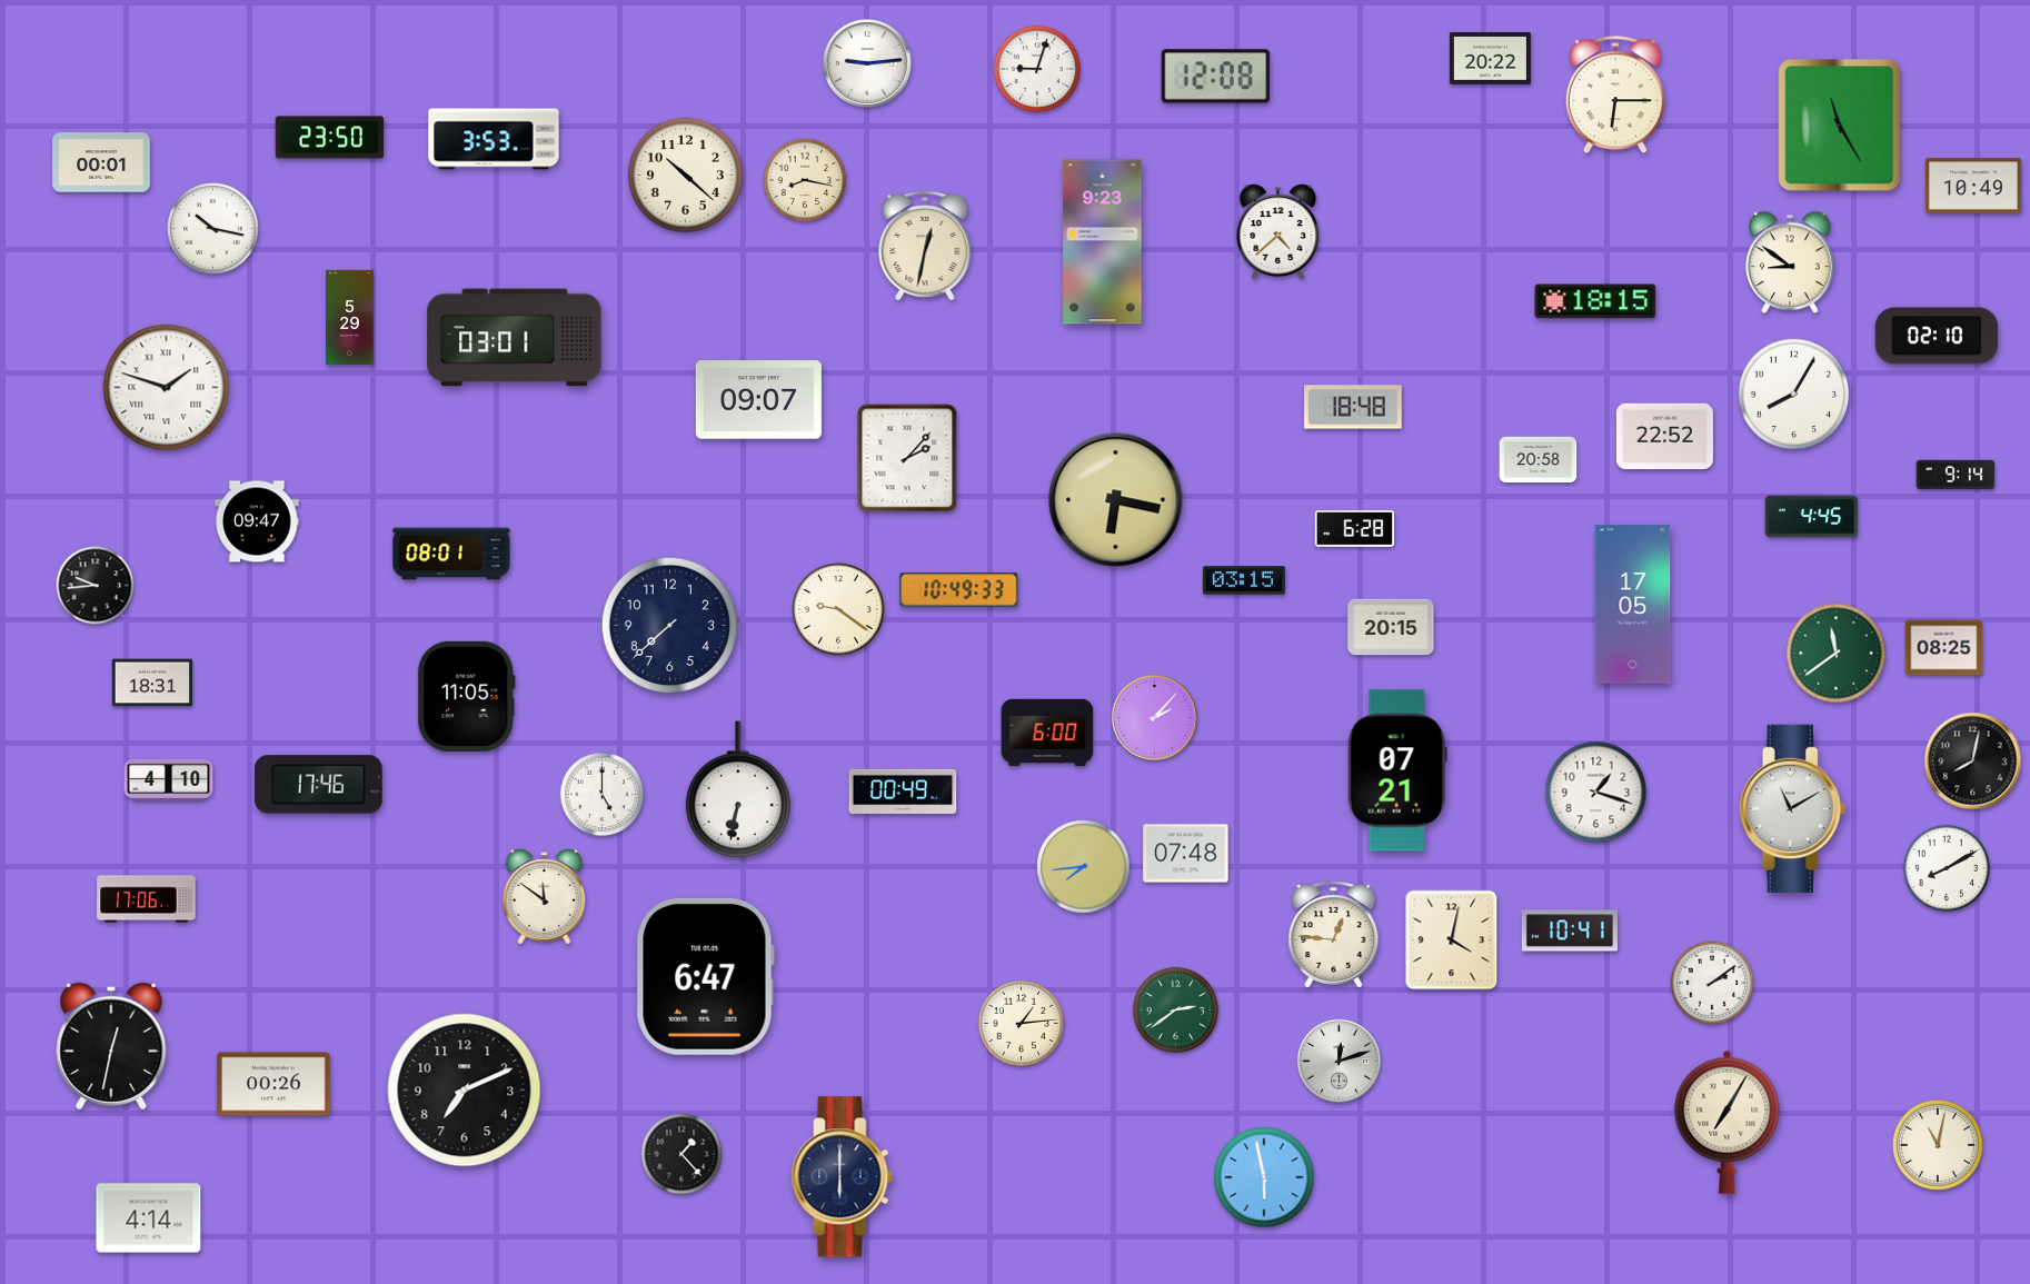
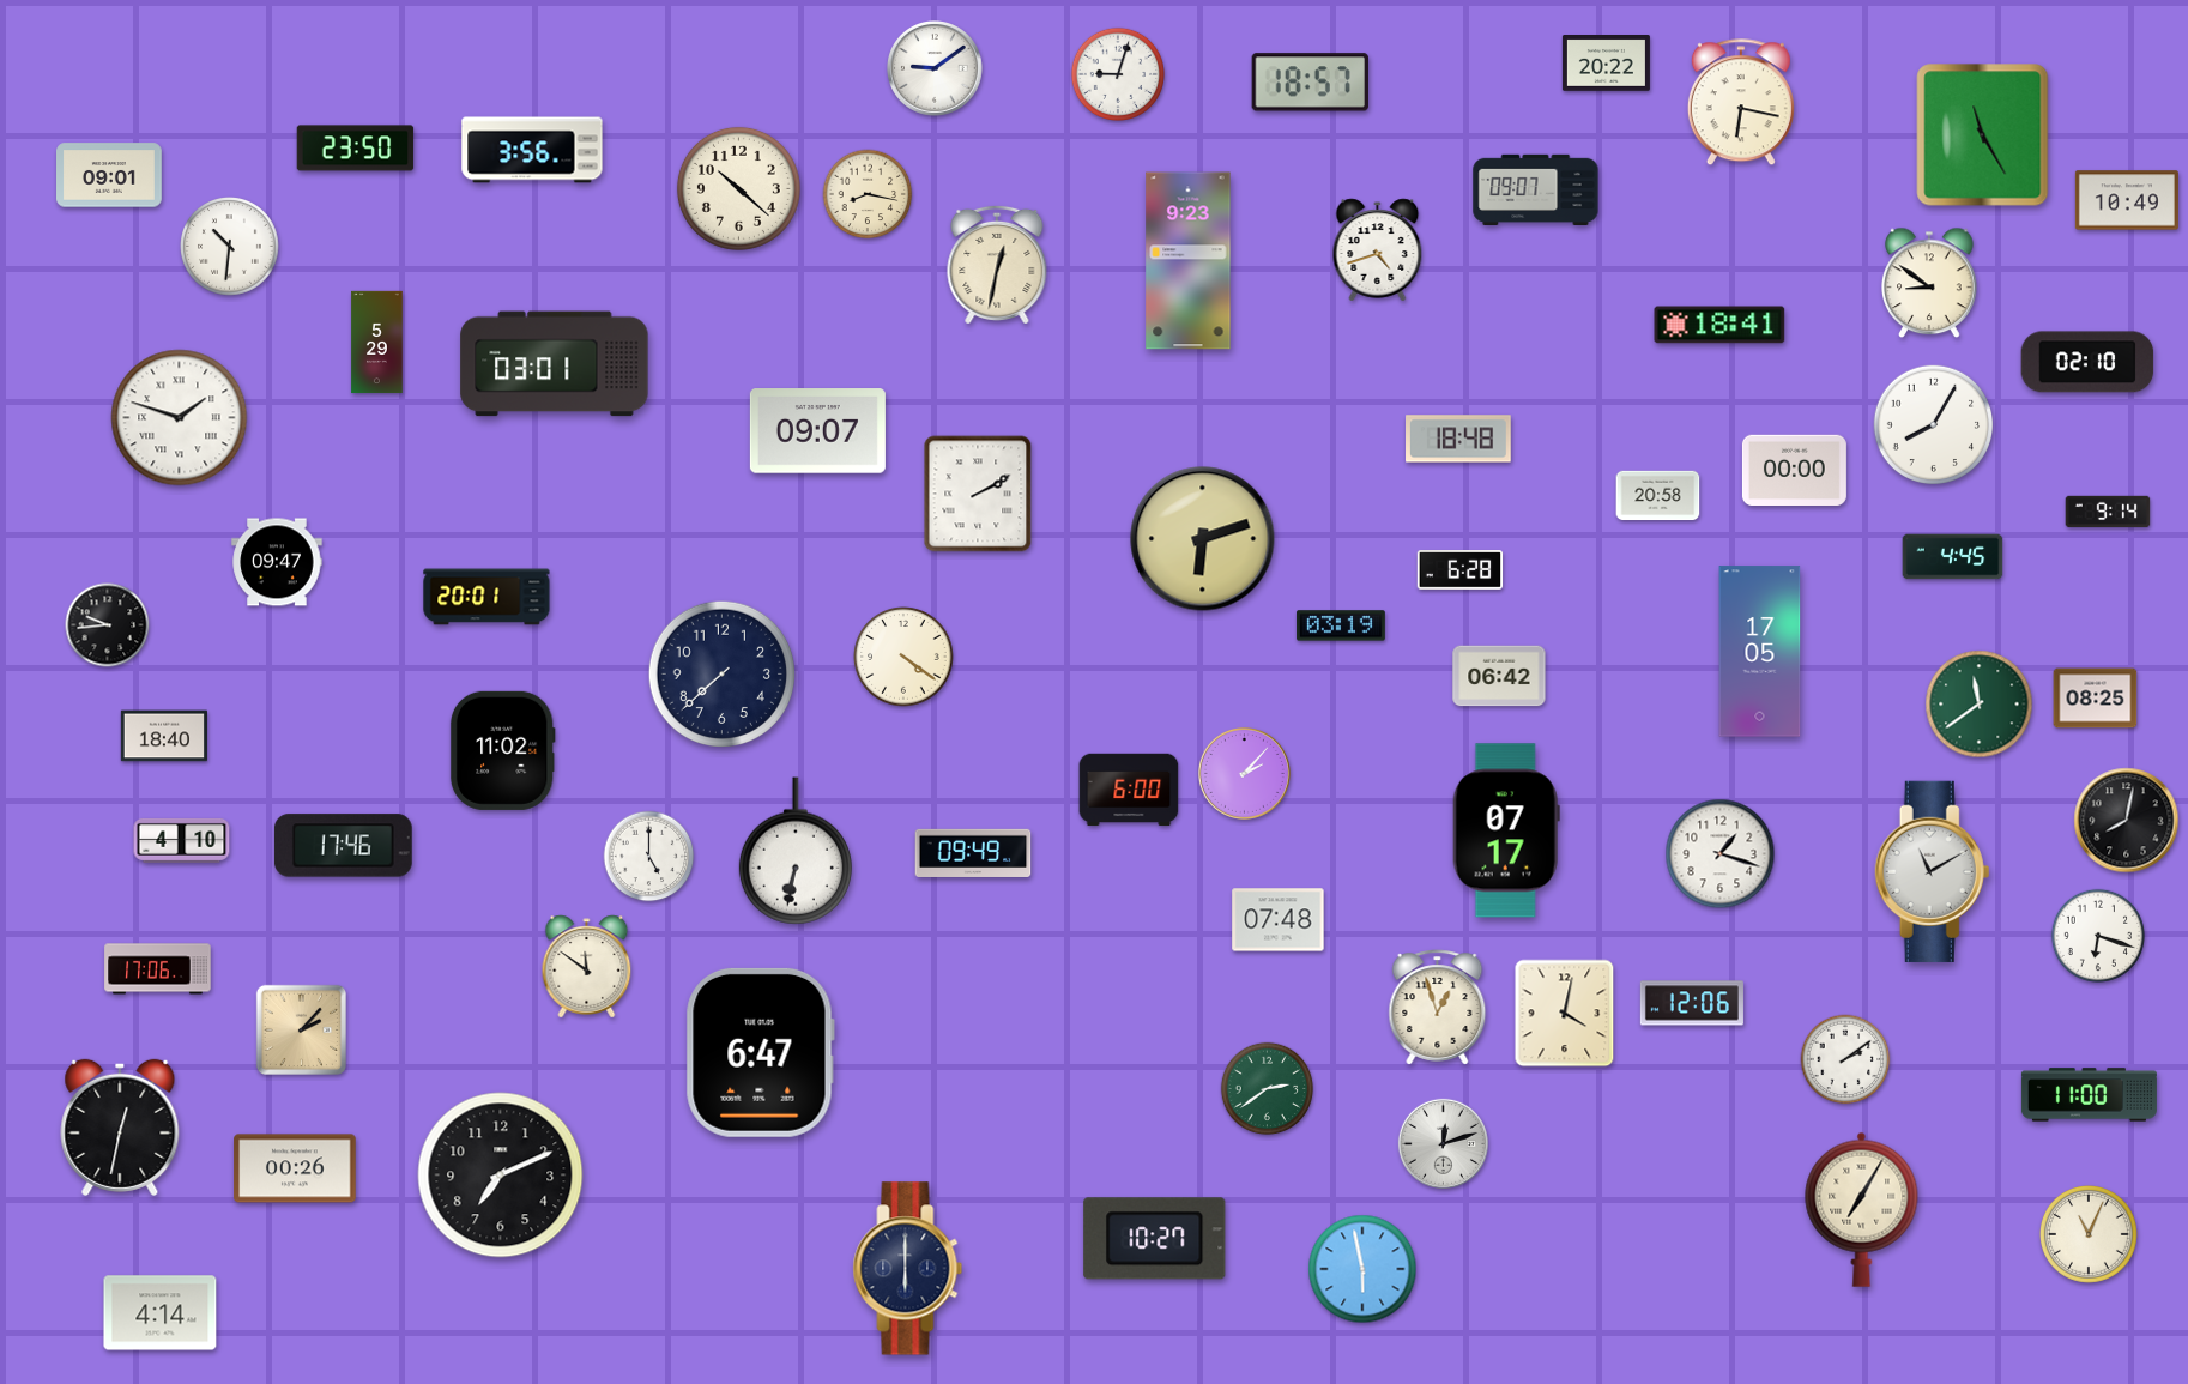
clock at (868, 64): 9:14 -> 9:09
clock at (1215, 77): 12:08 -> 18:57
clock at (1615, 96): 6:15 -> 6:17
clock at (494, 139): 3:53 -> 3:56
clock at (102, 162): 00:01 -> 09:01
clock at (1536, 189): none -> 09:07
clock at (213, 229): 10:17 -> 10:31
clock at (1278, 232): 4:38 -> 4:42
clock at (1595, 301): 18:15 -> 18:41
clock at (1664, 437): 22:52 -> 00:00
clock at (907, 458): 2:07 -> 2:10
clock at (1116, 500): 6:17 -> 6:12
clock at (451, 554): 08:01 -> 20:01
clock at (1244, 580): 03:15 -> 03:19
clock at (96, 586) position: (96, 586) -> (108, 625)
clock at (959, 590): 10:49 -> none
clock at (838, 609): 9:21 -> 4:21
clock at (1391, 627): 20:15 -> 06:42
clock at (151, 683): 18:31 -> 18:40
clock at (466, 696): 11:05 -> 11:02
clock at (1397, 770): 07:21 -> 07:17
clock at (903, 790): 00:49 -> 09:49
clock at (1084, 867): 7:44 -> none
clock at (1946, 867): 8:10 -> 6:18
clock at (1570, 930): 10:41 -> 12:06
clock at (1334, 935): 12:46 -> 12:57
clock at (301, 1029): none -> 2:07
clock at (2089, 1095): none -> 11:00
clock at (1022, 1024): 1:14 -> none
clock at (1938, 1145): 11:02 -> 11:04
clock at (1155, 1239): none -> 10:27
clock at (681, 1154): 1:23 -> none
